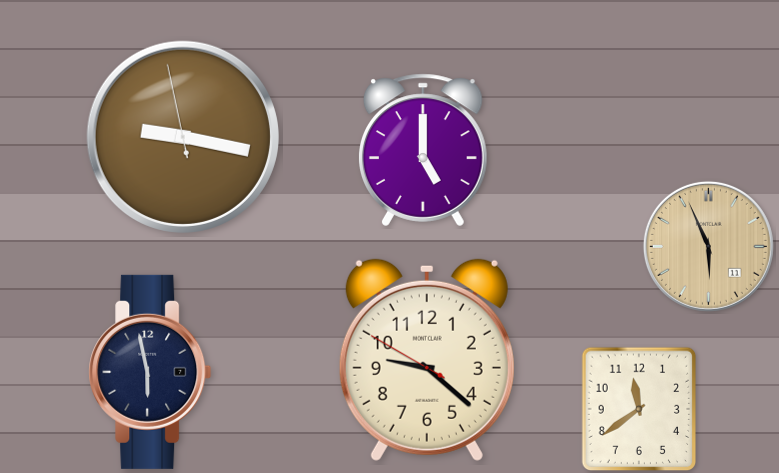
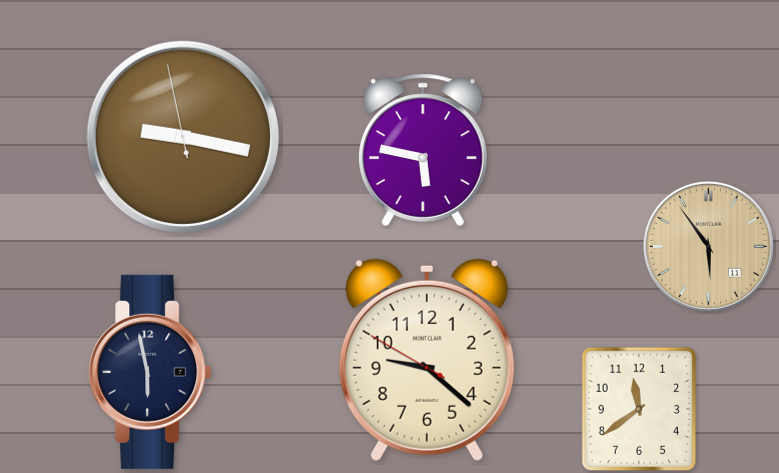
clock at (423, 150): 5:00 -> 5:47
clock at (708, 246): 5:56 -> 5:54
